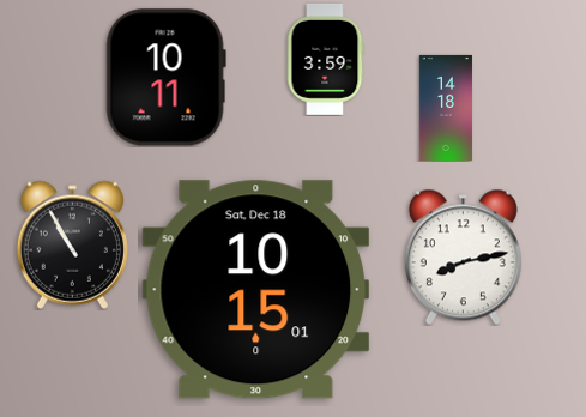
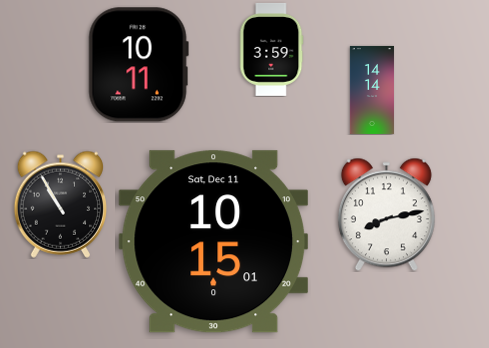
clock at (446, 108): 14:18 -> 14:14
clock at (256, 290) date: Sat, Dec 18 -> Sat, Dec 11
